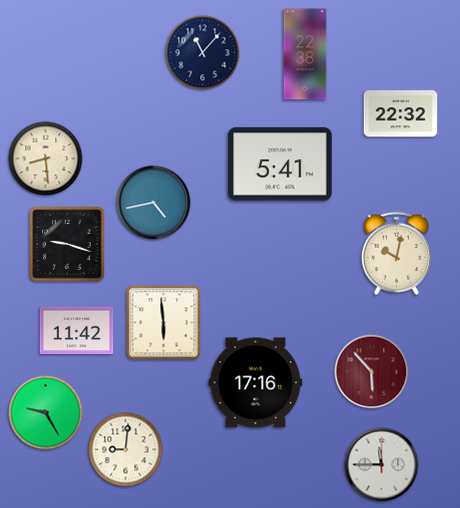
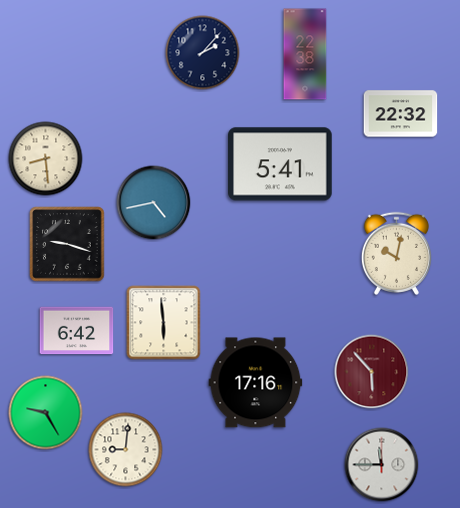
clock at (203, 53): 11:07 -> 2:07
clock at (77, 331): 11:42 -> 6:42
